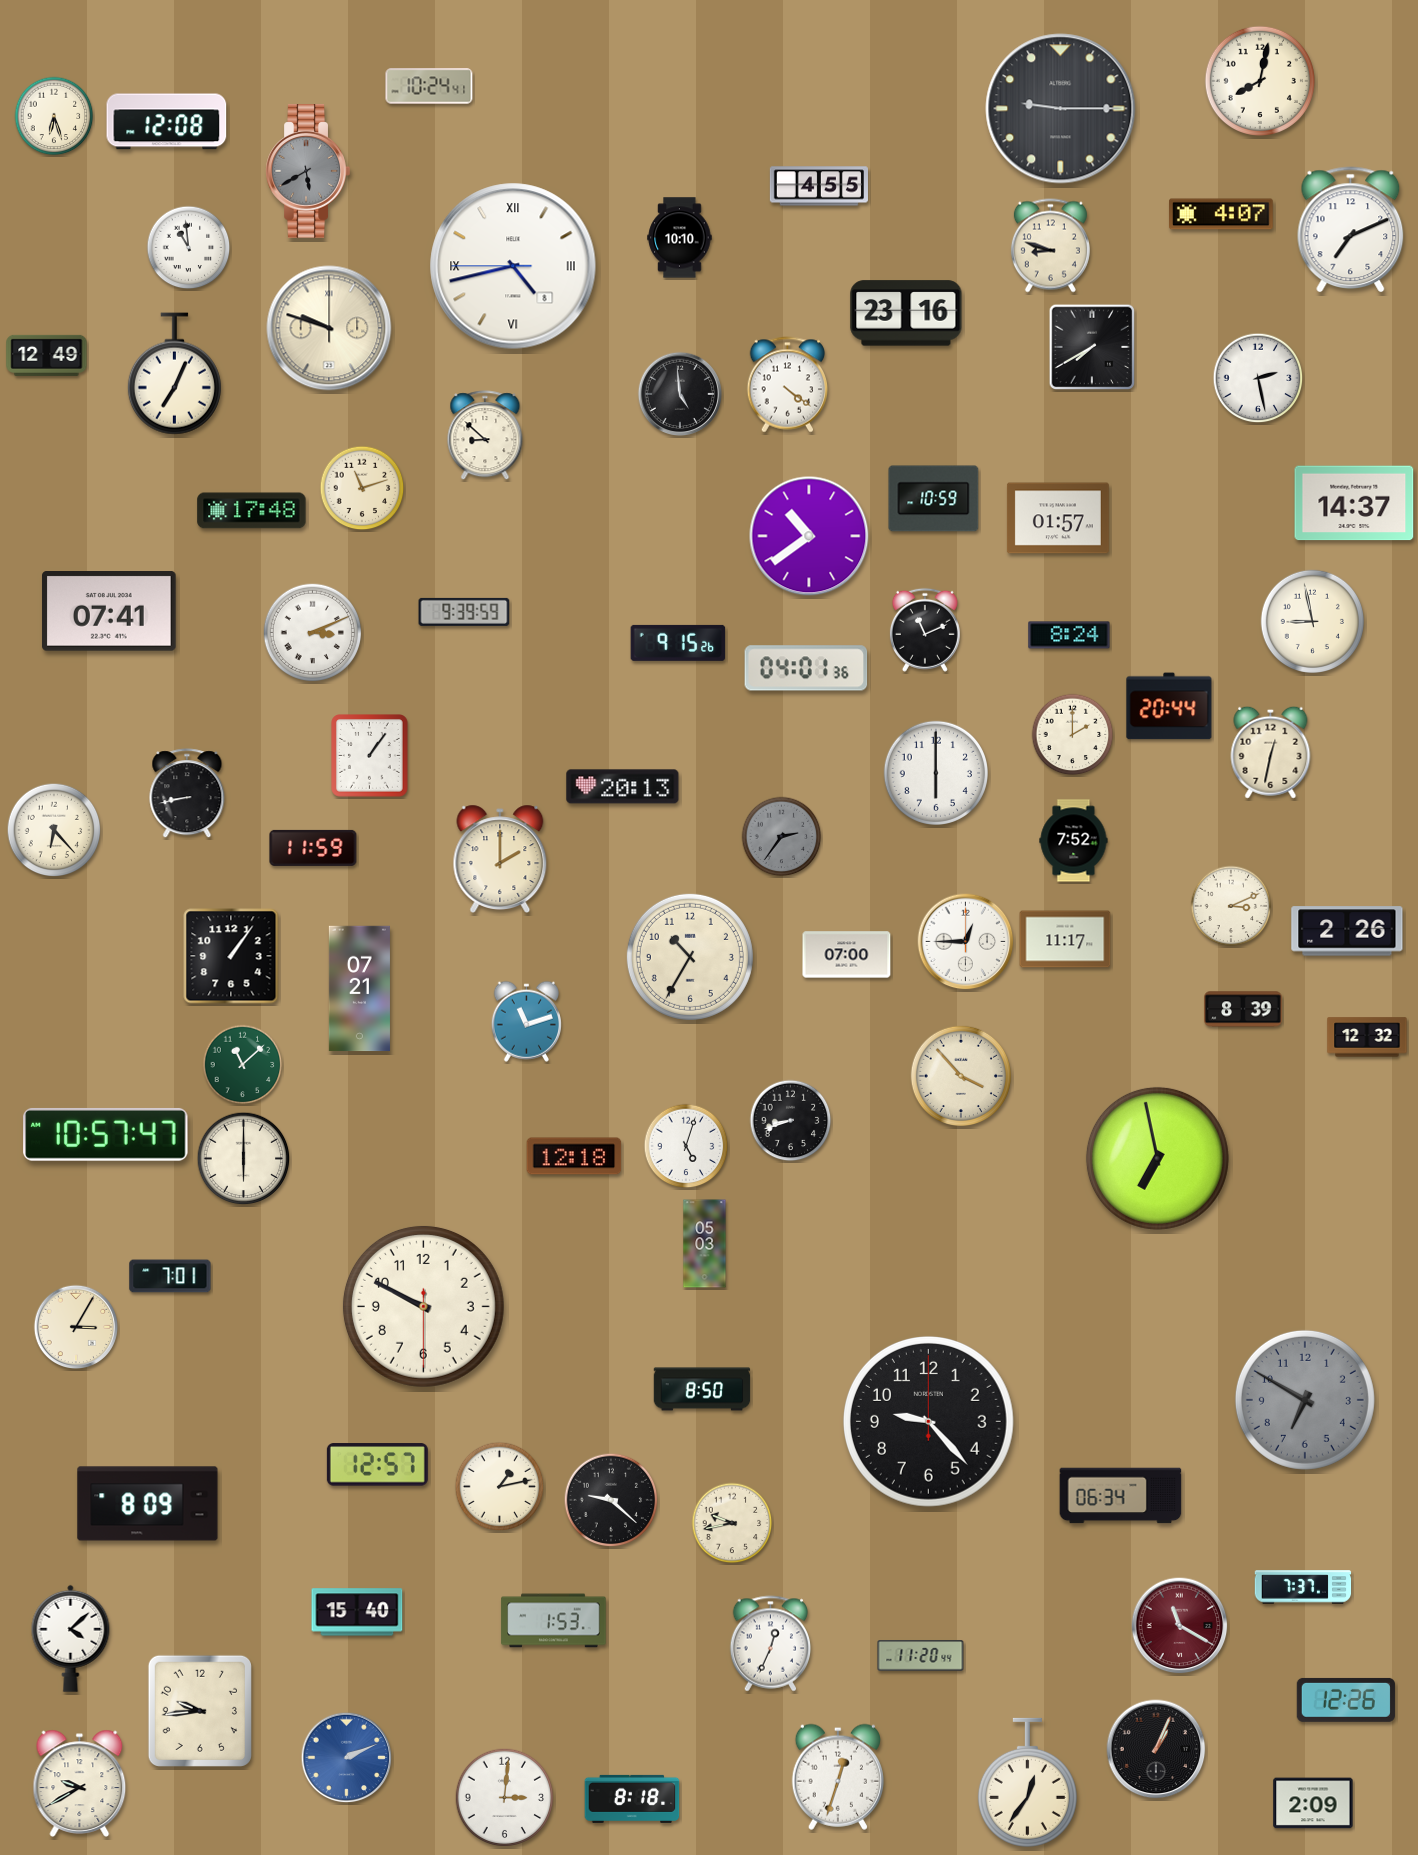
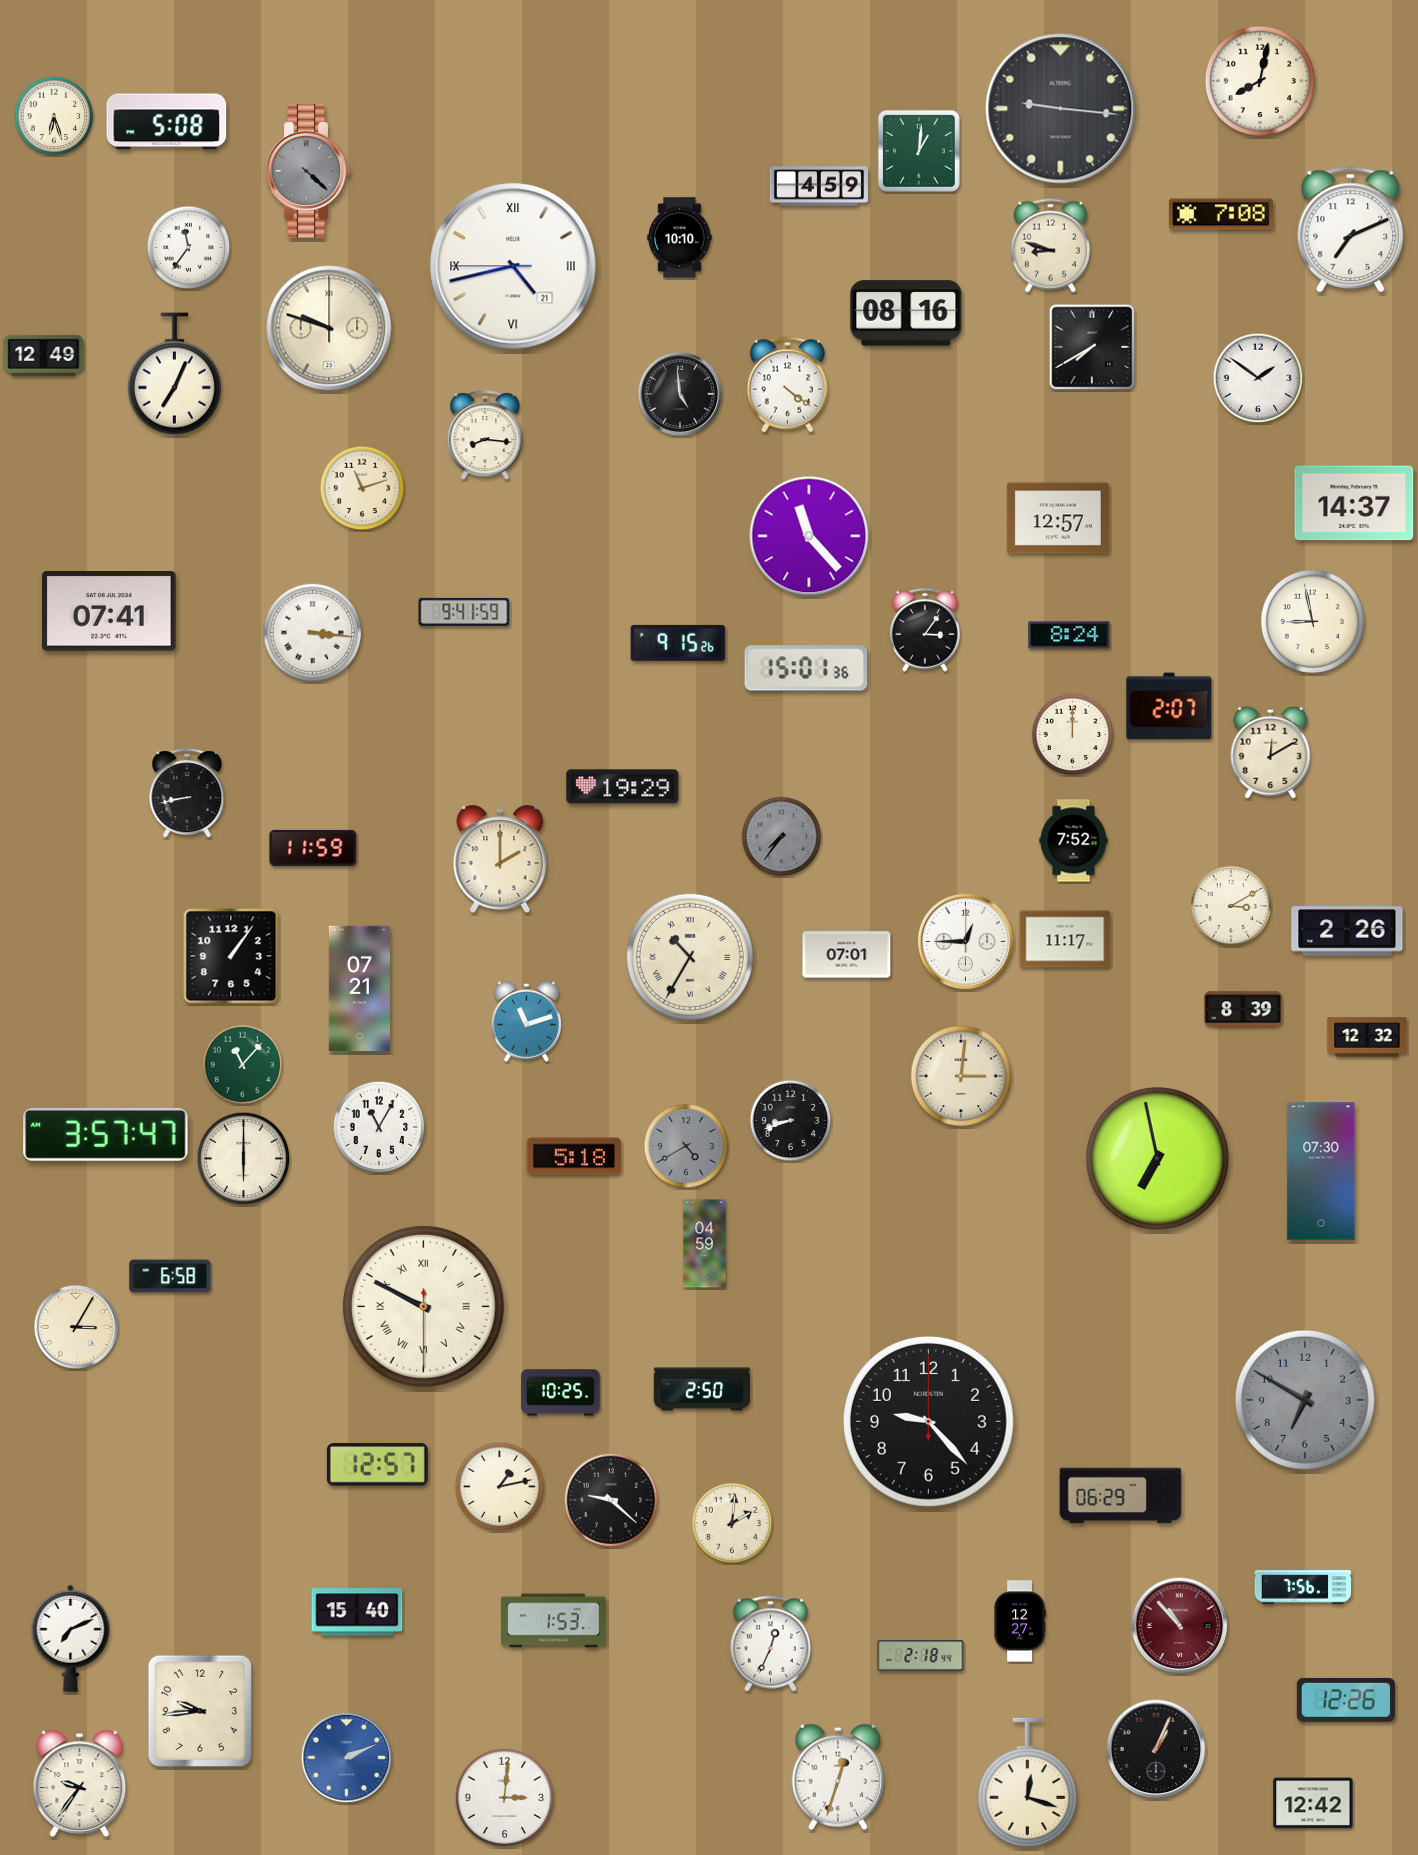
clock at (429, 86): 10:24 -> none
clock at (1061, 109): 9:15 -> 9:16
clock at (167, 122): 12:08 -> 5:08
clock at (919, 151): none -> 1:01
clock at (308, 171): 5:40 -> 4:22
clock at (819, 186): 4:55 -> 4:59
clock at (1222, 214): 4:07 -> 7:08
clock at (189, 248): 10:59 -> 11:36
clock at (513, 266) date: 8 -> 21
clock at (906, 313): 23:16 -> 08:16
clock at (47, 355) position: (47, 355) -> (44, 355)
clock at (1258, 378): 2:28 -> 1:51
clock at (485, 436): 8:52 -> 8:16
clock at (934, 499): 10:59 -> none
clock at (252, 511): 17:48 -> none
clock at (1058, 518): 01:57 -> 12:57
clock at (809, 536): 10:39 -> 11:23
clock at (464, 612): 9:39 -> 9:41
clock at (925, 630): 11:11 -> 3:06
clock at (313, 633): 3:11 -> 3:16
clock at (806, 668): 04:01 -> 15:01
clock at (1169, 706): 20:44 -> 2:07
clock at (1073, 735): 2:00 -> 12:00
clock at (1271, 752): 12:32 -> 12:10
clock at (370, 756): 1:06 -> none
clock at (935, 772): 6:00 -> none
clock at (623, 787): 20:13 -> 19:29
clock at (54, 830): 6:23 -> none
clock at (782, 837): 2:36 -> 7:36
clock at (1231, 906): 3:11 -> 3:10
clock at (847, 955): 07:00 -> 07:01
clock at (690, 957) numerals: Arabic -> Roman
clock at (243, 1065): 11:08 -> 11:07
clock at (960, 1075): 3:53 -> 3:01
clock at (379, 1127): none -> 11:05
clock at (106, 1135): 10:57 -> 3:57
clock at (686, 1146): 5:03 -> 4:40
clock at (686, 1146) dial: white -> grey
clock at (574, 1156): 12:18 -> 5:18
clock at (1321, 1171): none -> 07:30
clock at (705, 1244): 05:03 -> 04:59
clock at (170, 1276): 7:01 -> 6:58
clock at (423, 1306) numerals: Arabic -> Roman
clock at (702, 1389): 8:50 -> 2:50
clock at (561, 1393): none -> 10:25
clock at (1121, 1496): 06:34 -> 06:29
clock at (148, 1504): 8:09 -> none
clock at (732, 1523): 9:43 -> 2:01
clock at (1303, 1587): 7:37 -> 7:56
clock at (1020, 1621): none -> 12:27
clock at (1180, 1626): 11:20 -> 10:53
clock at (71, 1638): 4:08 -> 7:11
clock at (921, 1656): 11:20 -> 2:18
clock at (1027, 1782): 12:36 -> 12:18
clock at (80, 1783): 9:40 -> 9:36
clock at (632, 1799): 8:18 -> none
clock at (1313, 1803): 2:09 -> 12:42
